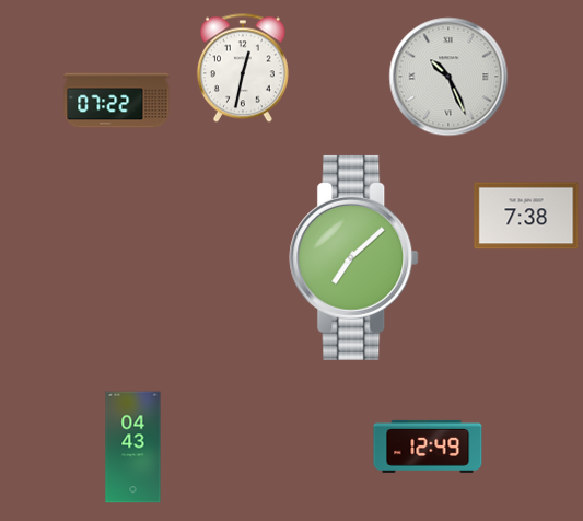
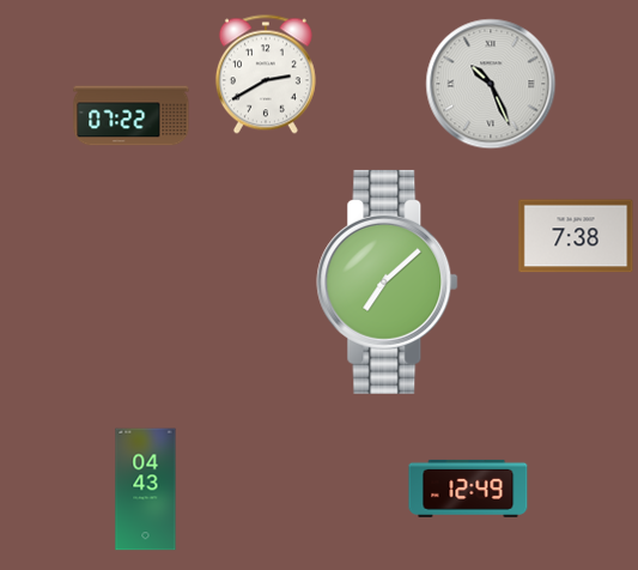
clock at (243, 68): 12:32 -> 2:40
clock at (117, 101) position: (117, 101) -> (132, 116)
